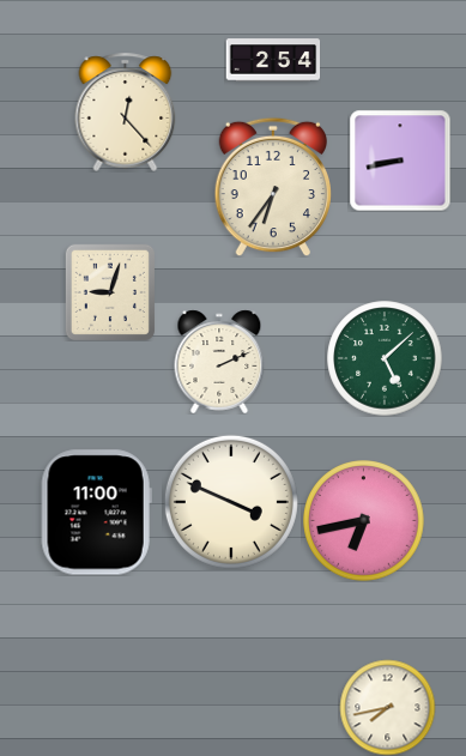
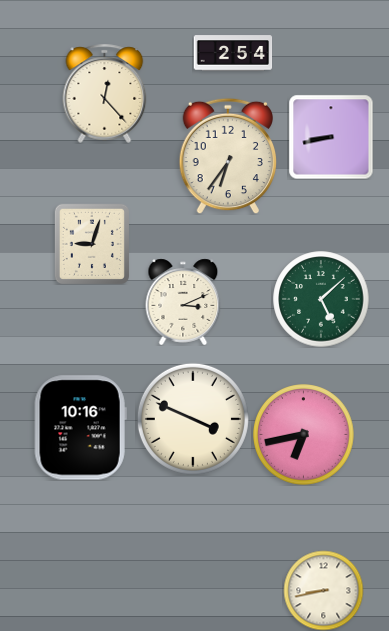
clock at (273, 60) position: (273, 60) -> (233, 53)
clock at (400, 161) position: (400, 161) -> (331, 137)
clock at (219, 362): 2:11 -> 3:11
clock at (96, 513): 11:00 -> 10:16
clock at (387, 707): 7:43 -> 8:43
